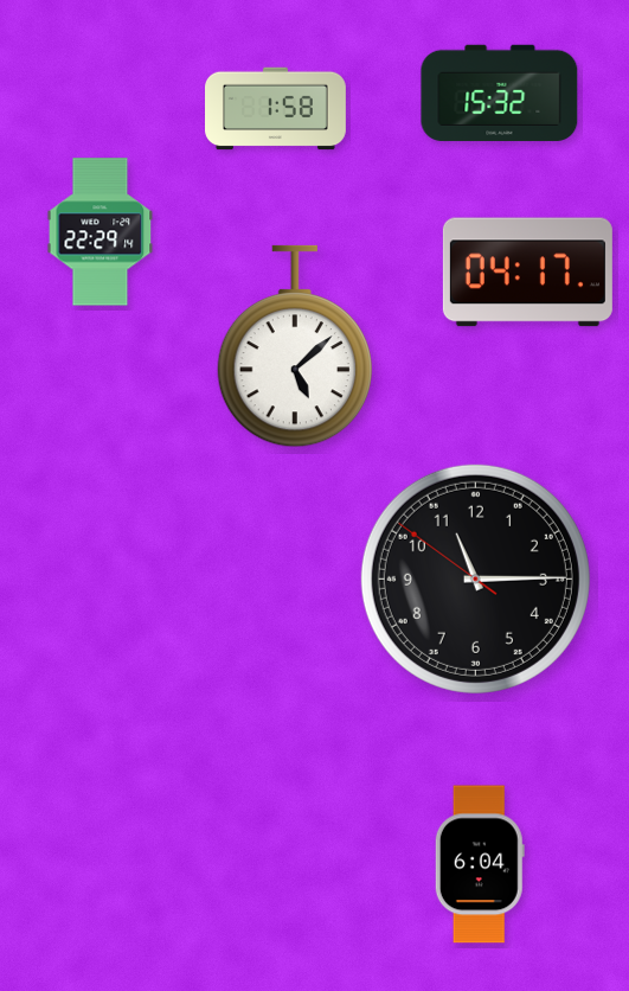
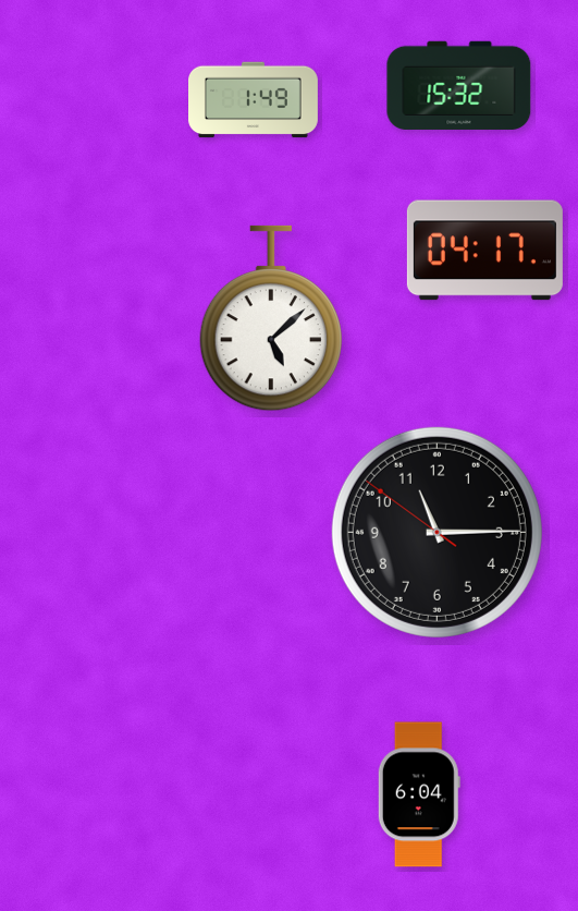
clock at (276, 109): 1:58 -> 1:49
clock at (101, 232): 22:29 -> none
clock at (480, 864) position: (480, 864) -> (419, 794)
